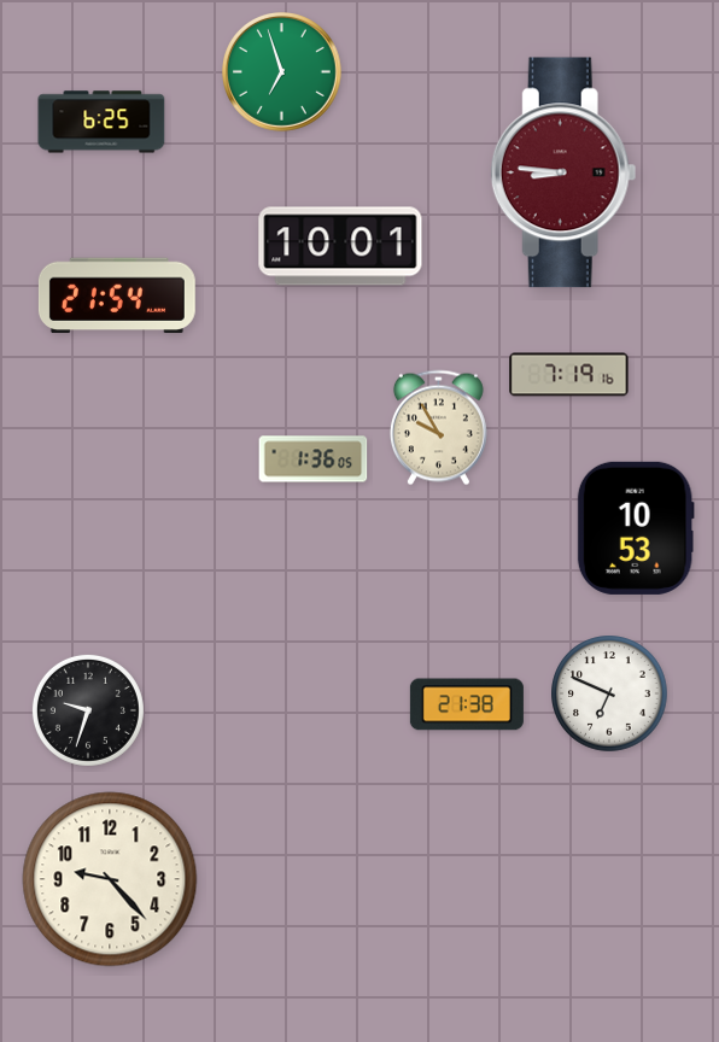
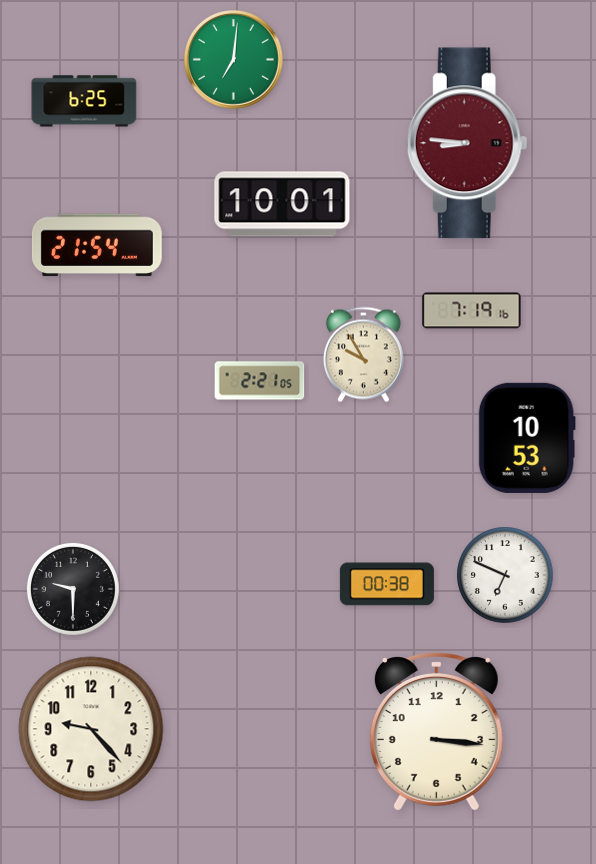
clock at (282, 72): 6:57 -> 7:01
clock at (314, 459): 1:36 -> 2:21
clock at (467, 704): 21:38 -> 00:38
clock at (88, 710): 9:33 -> 9:30
clock at (436, 732): none -> 3:16
